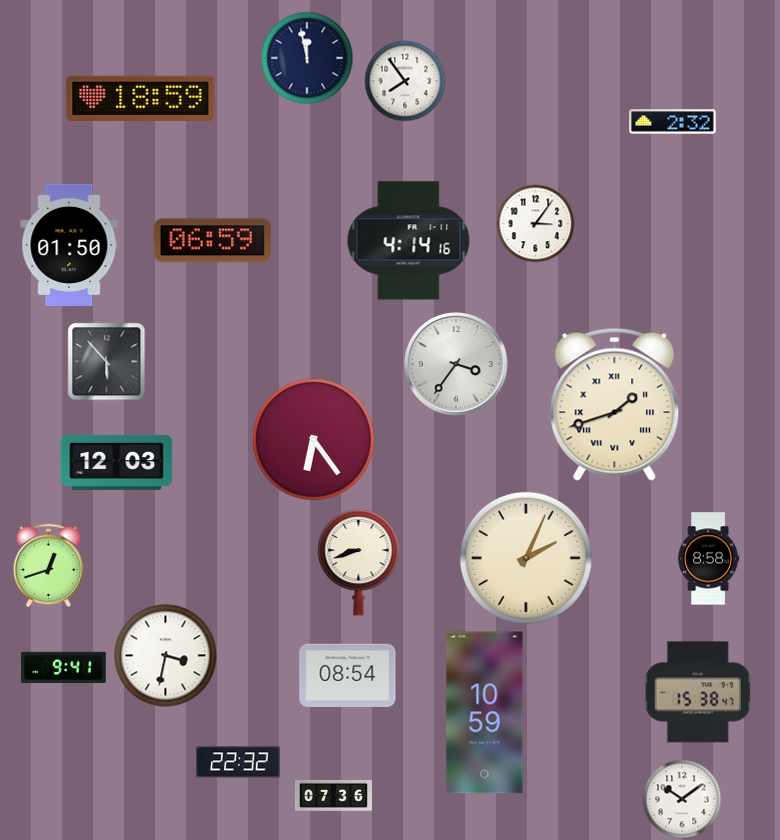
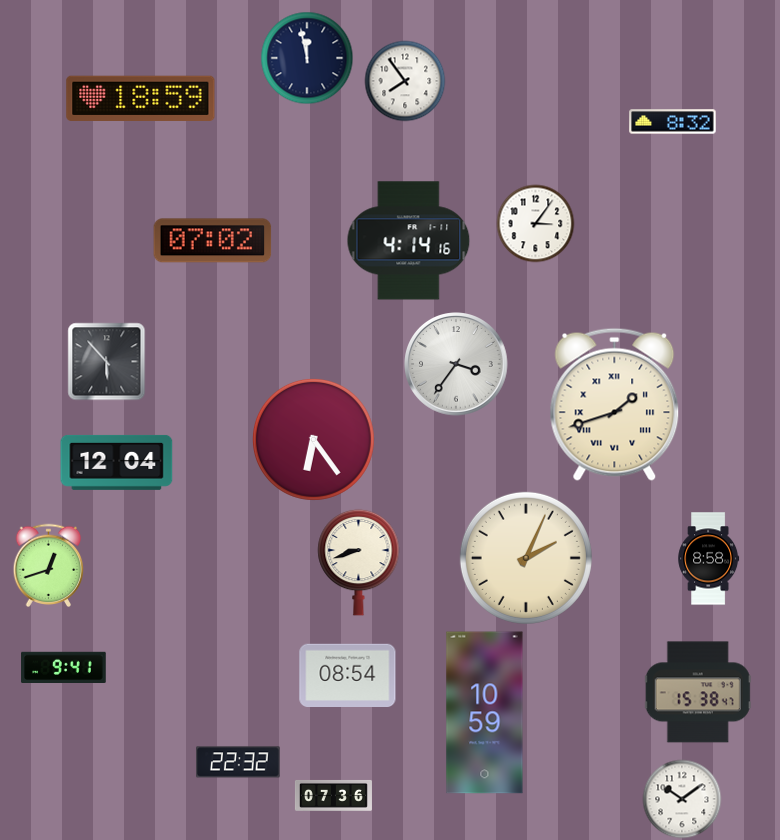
clock at (673, 122): 2:32 -> 8:32
clock at (213, 241): 06:59 -> 07:02
clock at (69, 244): 01:50 -> none
clock at (117, 462): 12:03 -> 12:04
clock at (166, 656): 3:32 -> none
